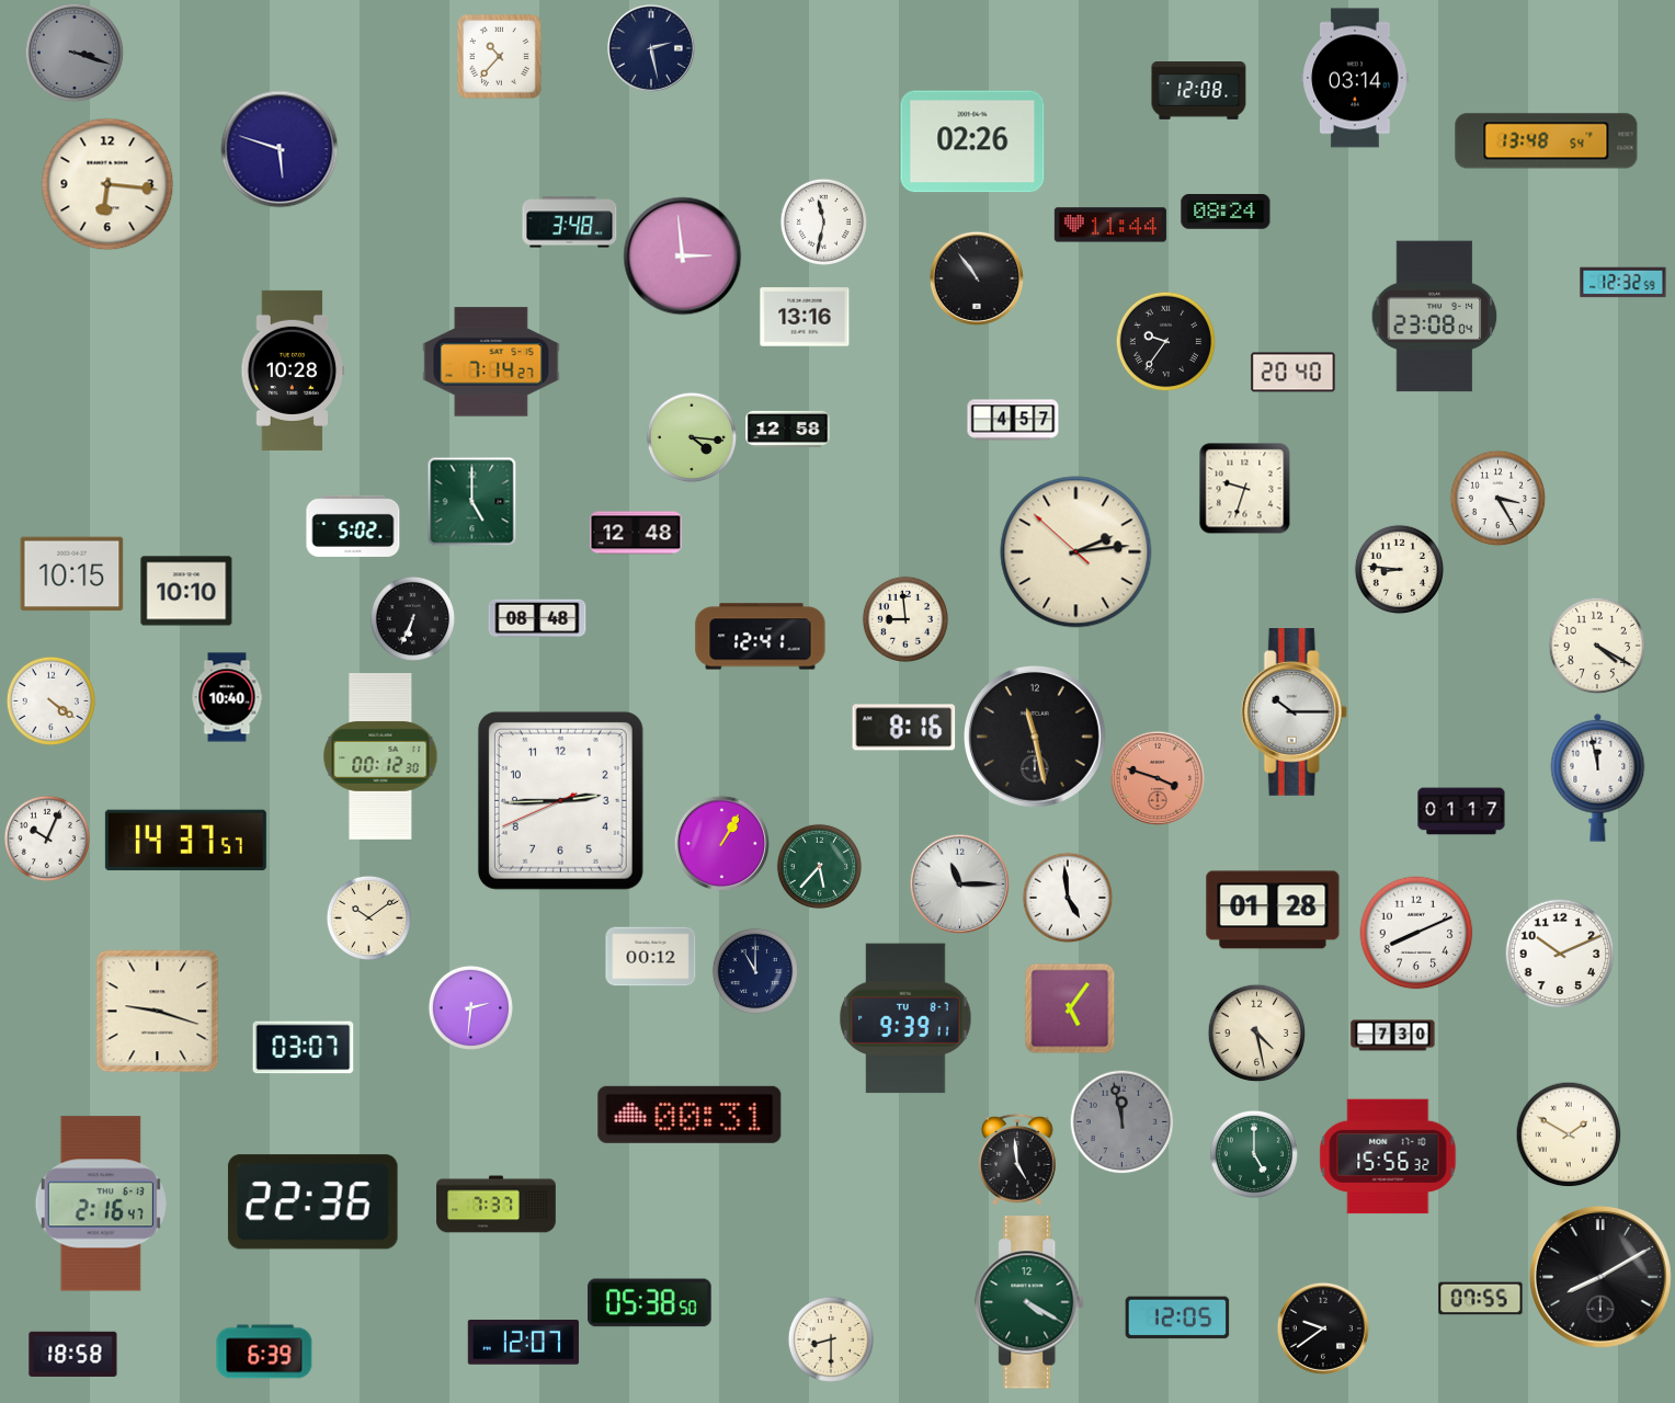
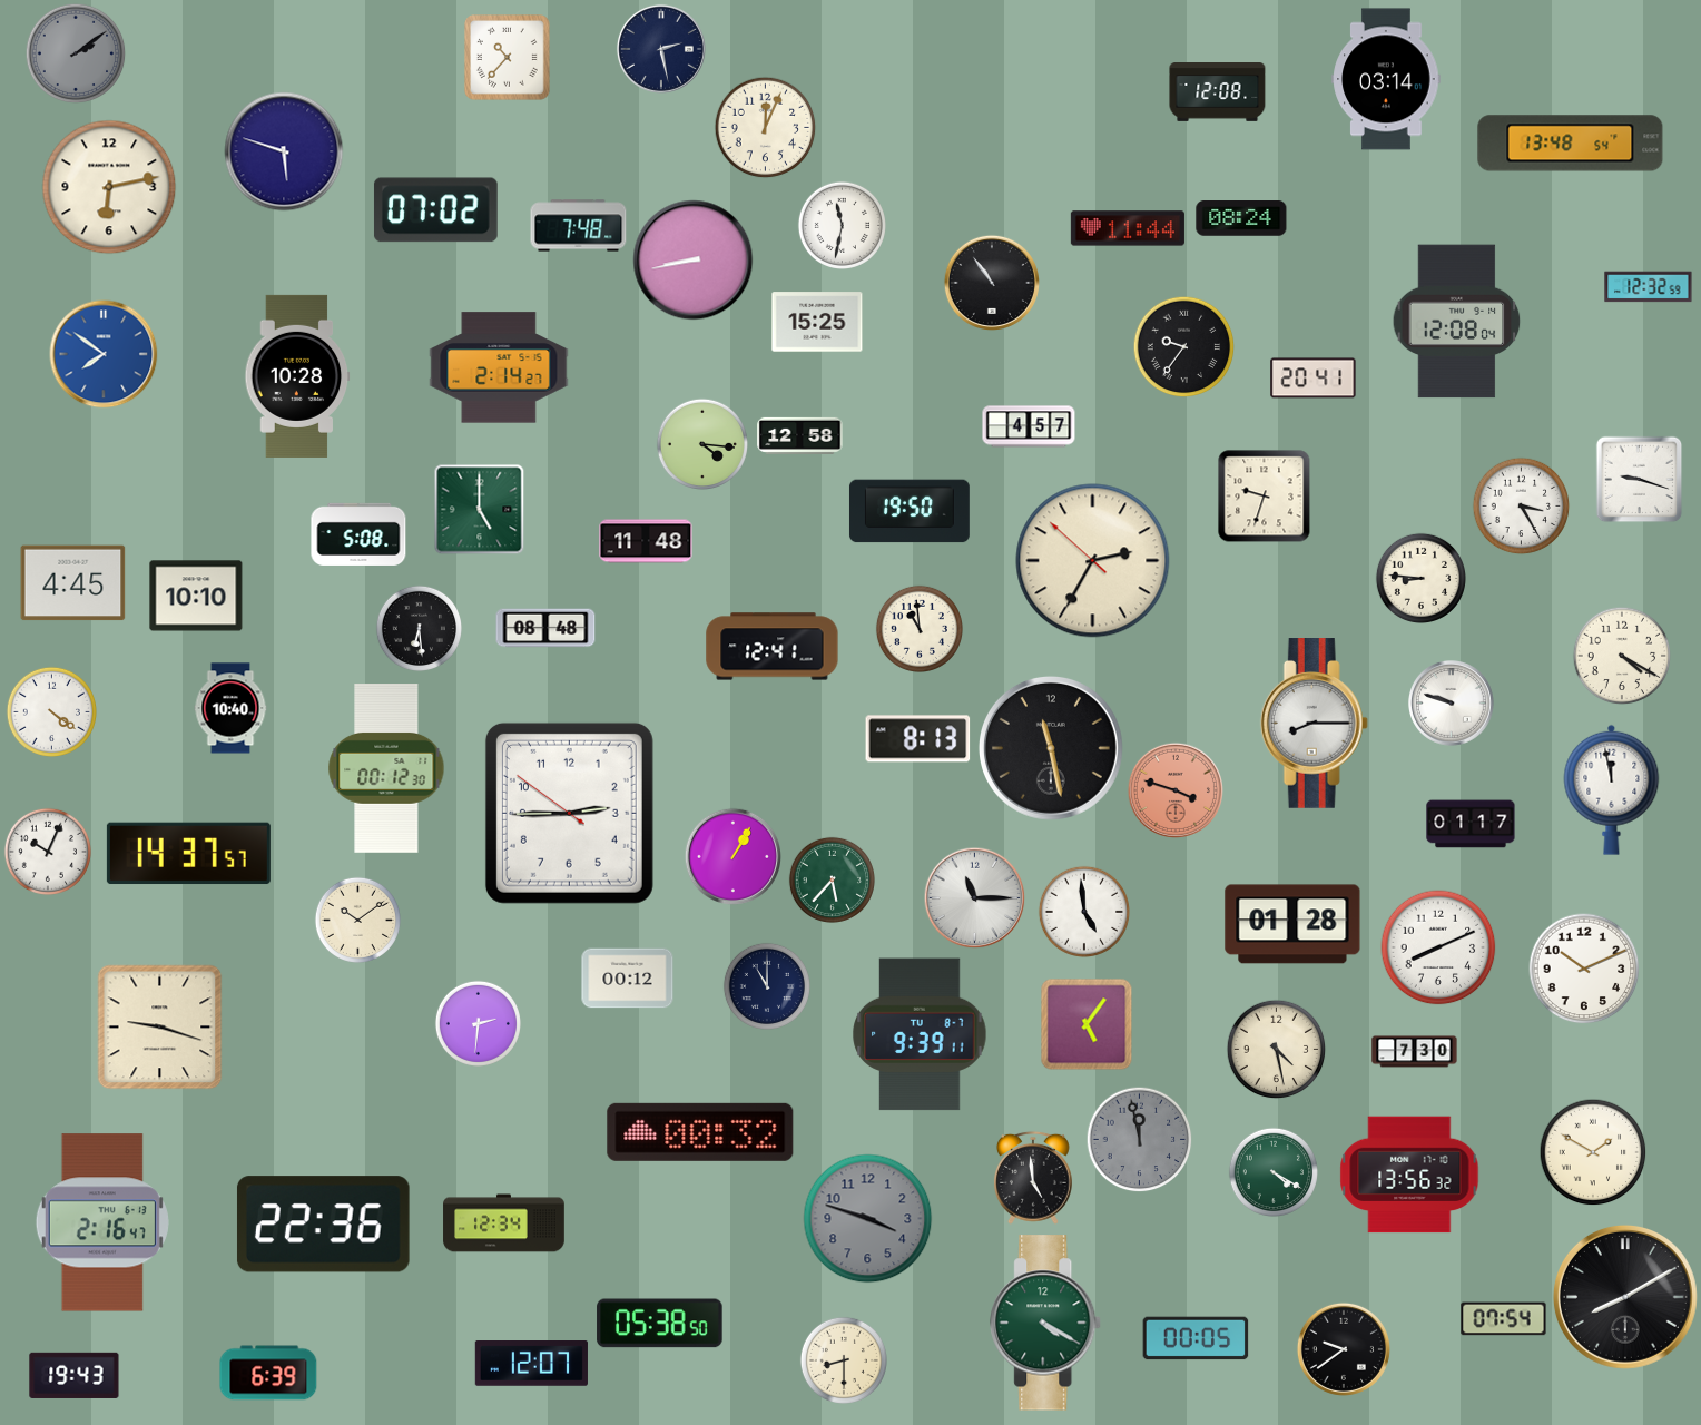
clock at (75, 53): 3:18 -> 2:09
clock at (1355, 78) position: (1355, 78) -> (1386, 79)
clock at (765, 127): none -> 12:04
clock at (972, 141): 02:26 -> none
clock at (107, 184): 6:16 -> 6:13
clock at (435, 210): none -> 07:02
clock at (1226, 212) position: (1226, 212) -> (1241, 218)
clock at (823, 221) position: (823, 221) -> (842, 225)
clock at (570, 223): 3:48 -> 7:48
clock at (683, 256): 2:59 -> 8:43
clock at (805, 317): 13:16 -> 15:25
clock at (1435, 317): 23:08 -> 12:08
clock at (104, 354): none -> 7:51
clock at (491, 362): 7:14 -> 2:14
clock at (1294, 373): 20:40 -> 20:41
clock at (1639, 479): none -> 9:18
clock at (910, 511): none -> 19:50
clock at (353, 526): 5:02 -> 5:08
clock at (636, 533): 12:48 -> 11:48
clock at (1076, 552): 2:13 -> 2:34
clock at (72, 574): 10:15 -> 4:45
clock at (186, 591) position: (186, 591) -> (196, 596)
clock at (412, 618): 6:34 -> 6:29
clock at (905, 619): 8:59 -> 10:59
clock at (1452, 704): none -> 9:48
clock at (1294, 712): 10:15 -> 8:15
clock at (904, 728): 8:16 -> 8:13
clock at (1598, 777) position: (1598, 777) -> (1612, 789)
clock at (560, 800): 2:44:41 -> 2:44:51
clock at (1461, 811) position: (1461, 811) -> (1471, 824)
clock at (368, 917) position: (368, 917) -> (357, 920)
clock at (651, 957) position: (651, 957) -> (628, 979)
clock at (304, 1048): 03:07 -> none
clock at (690, 1115): 00:31 -> 00:32
clock at (1253, 1153): 5:00 -> 4:20
clock at (1388, 1156): 15:56 -> 13:56
clock at (868, 1219): none -> 3:48
clock at (312, 1202) position: (312, 1202) -> (323, 1225)
clock at (497, 1205): 7:37 -> 12:34
clock at (1481, 1299): 07:55 -> 07:54
clock at (1177, 1318): 12:05 -> 00:05
clock at (73, 1354): 18:58 -> 19:43
